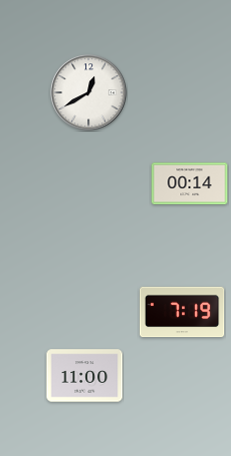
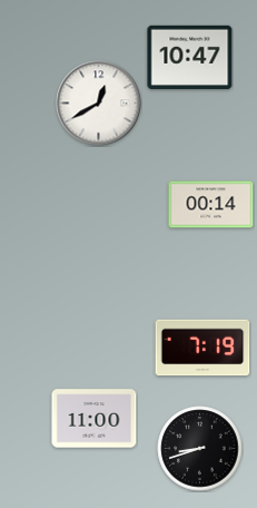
clock at (190, 57): none -> 10:47
clock at (200, 449): none -> 8:42
